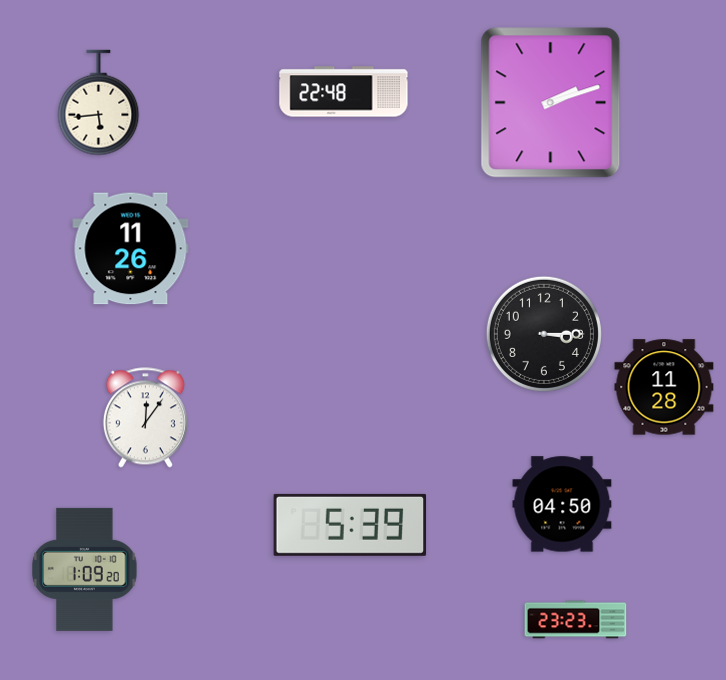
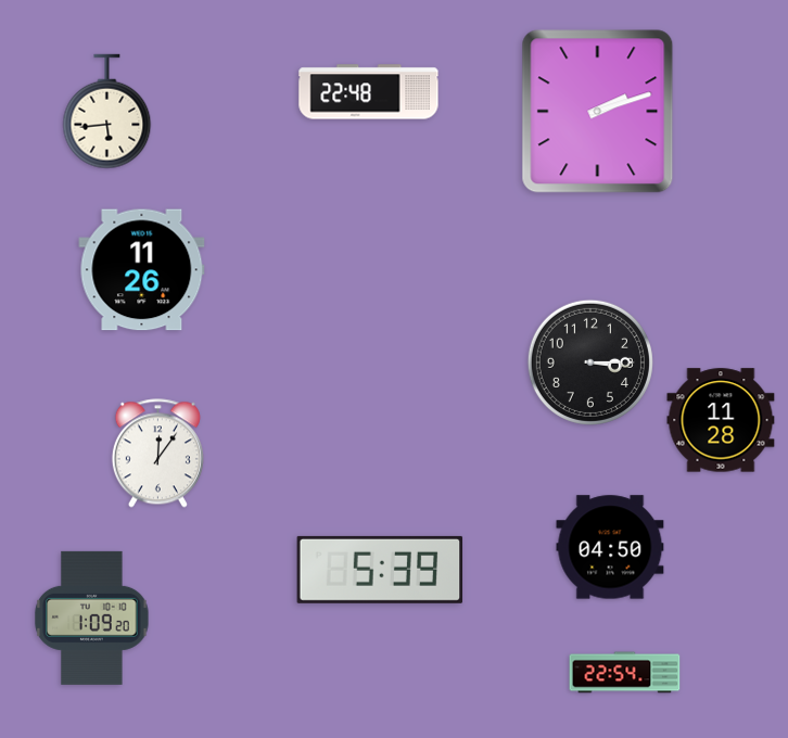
clock at (344, 92) position: (344, 92) -> (369, 92)
clock at (576, 620): 23:23 -> 22:54
